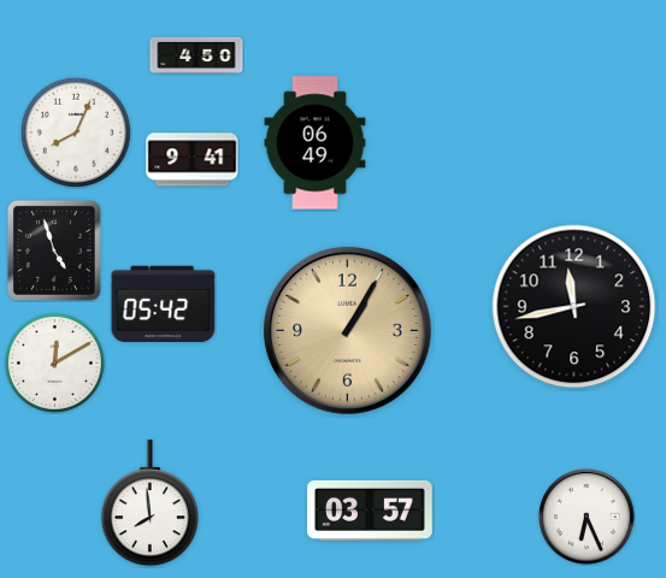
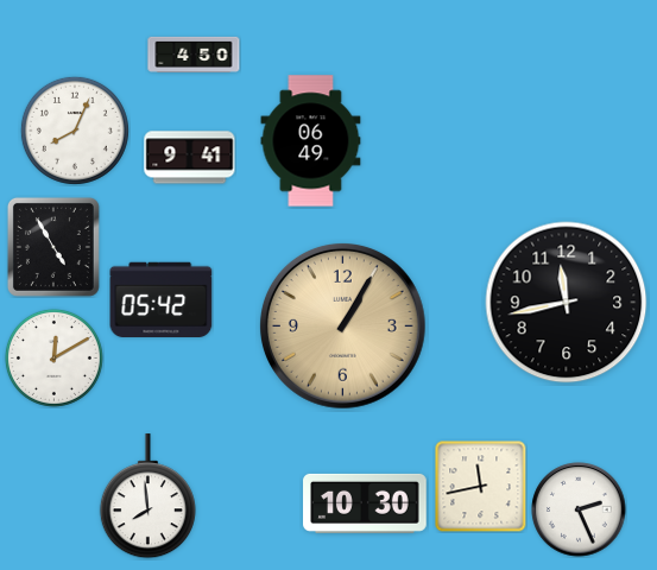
clock at (54, 250): 4:57 -> 4:55
clock at (480, 486): none -> 11:43
clock at (370, 511): 03:57 -> 10:30
clock at (587, 517): 6:26 -> 2:26
